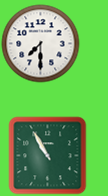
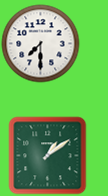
clock at (47, 155): 10:55 -> 1:09
